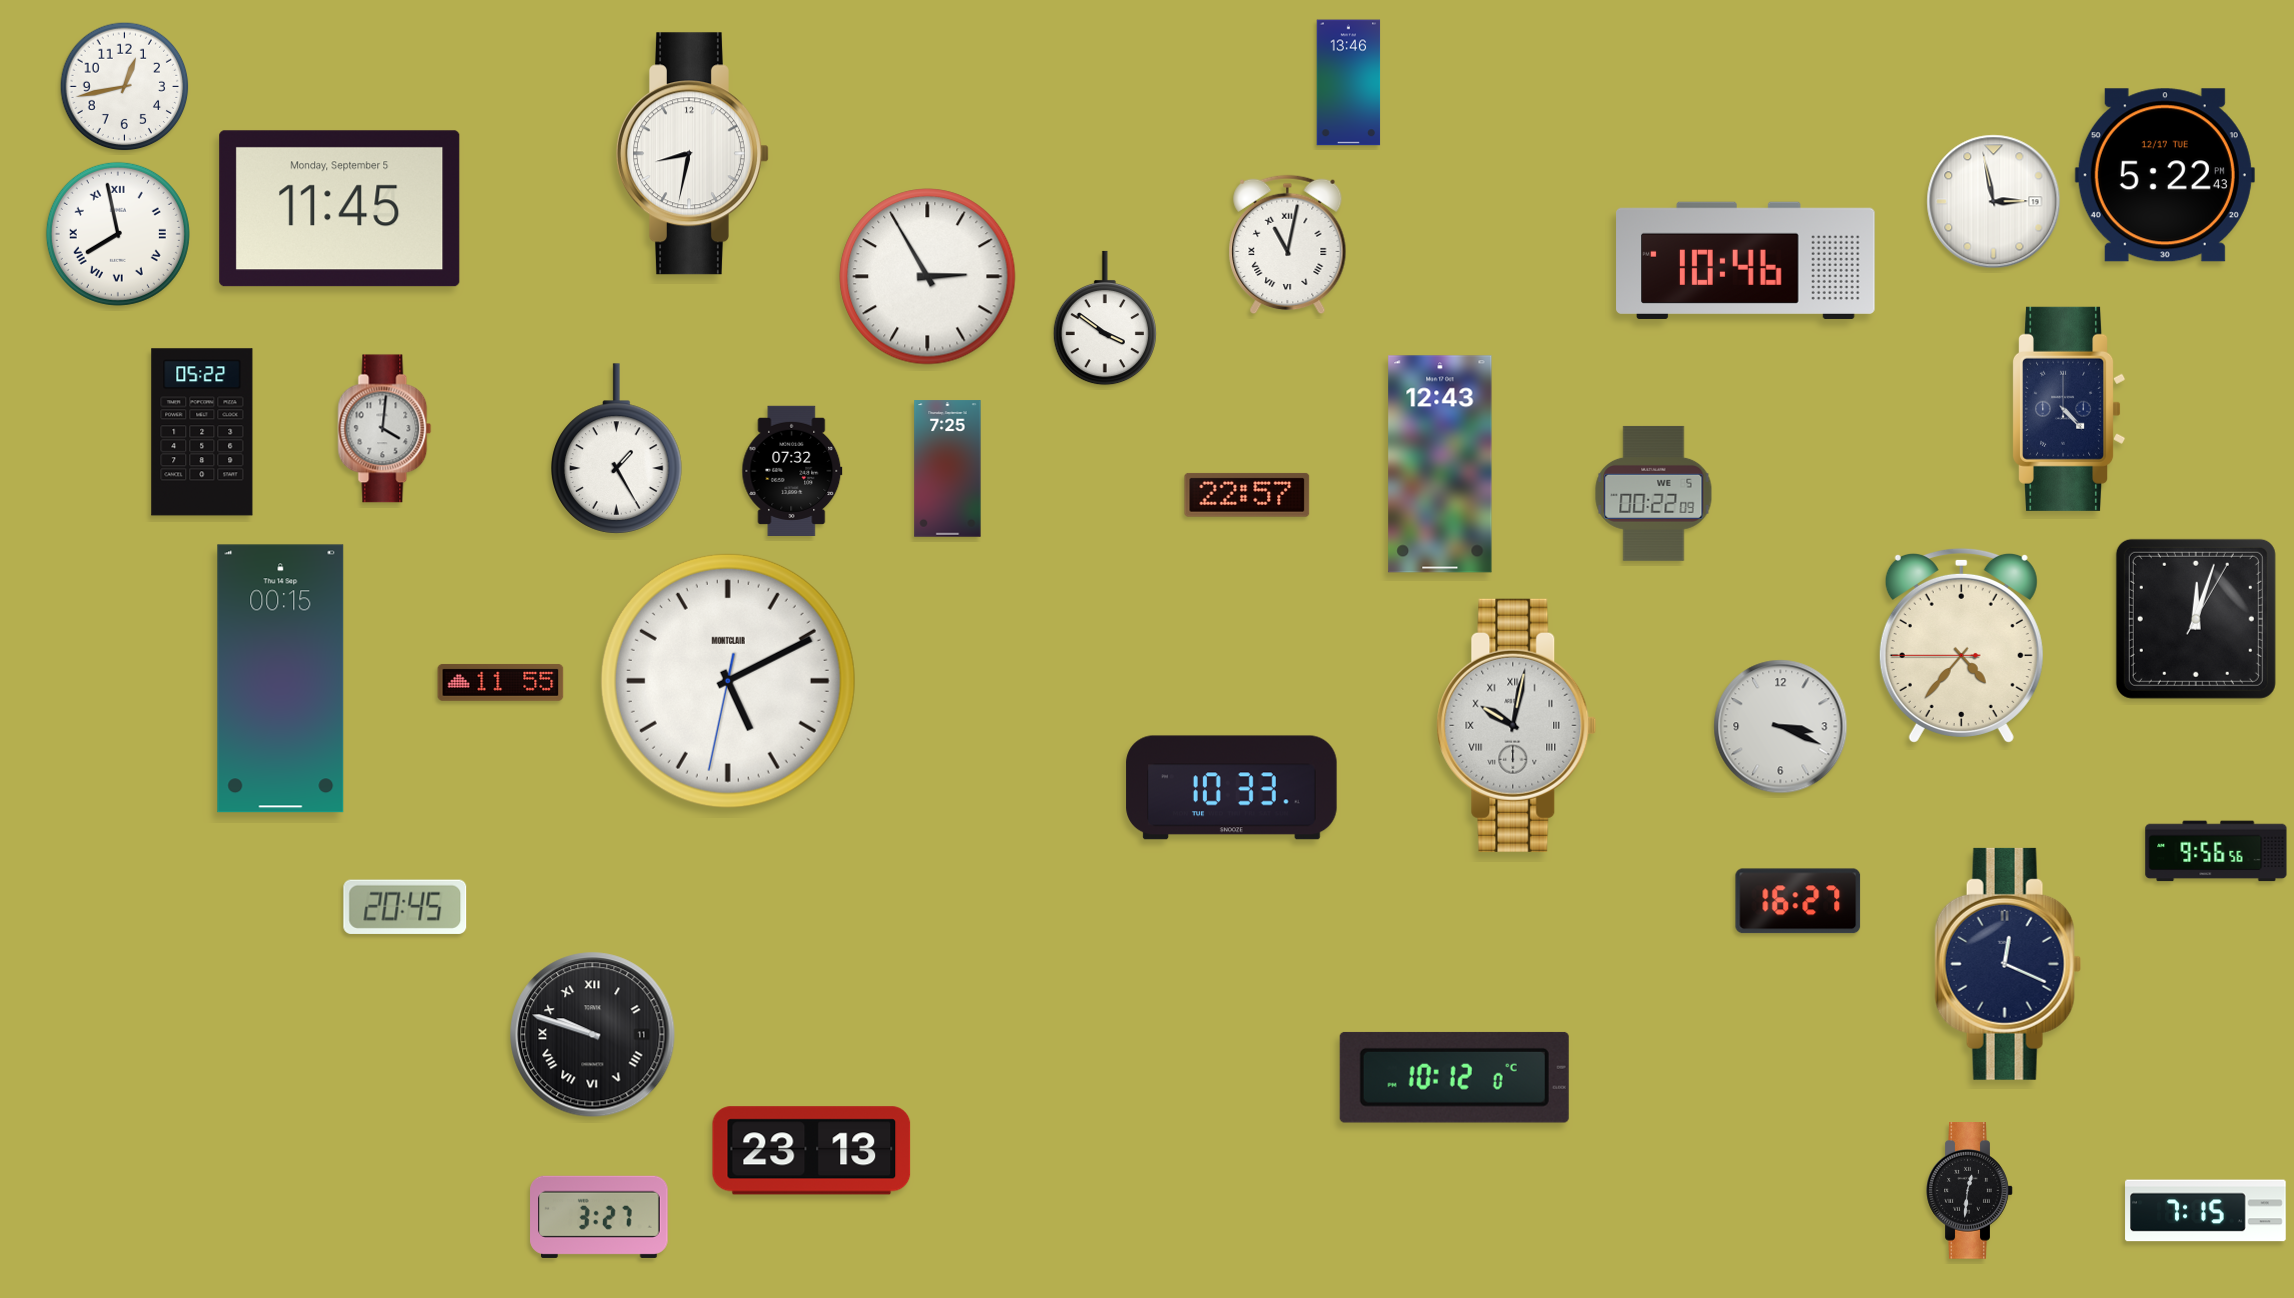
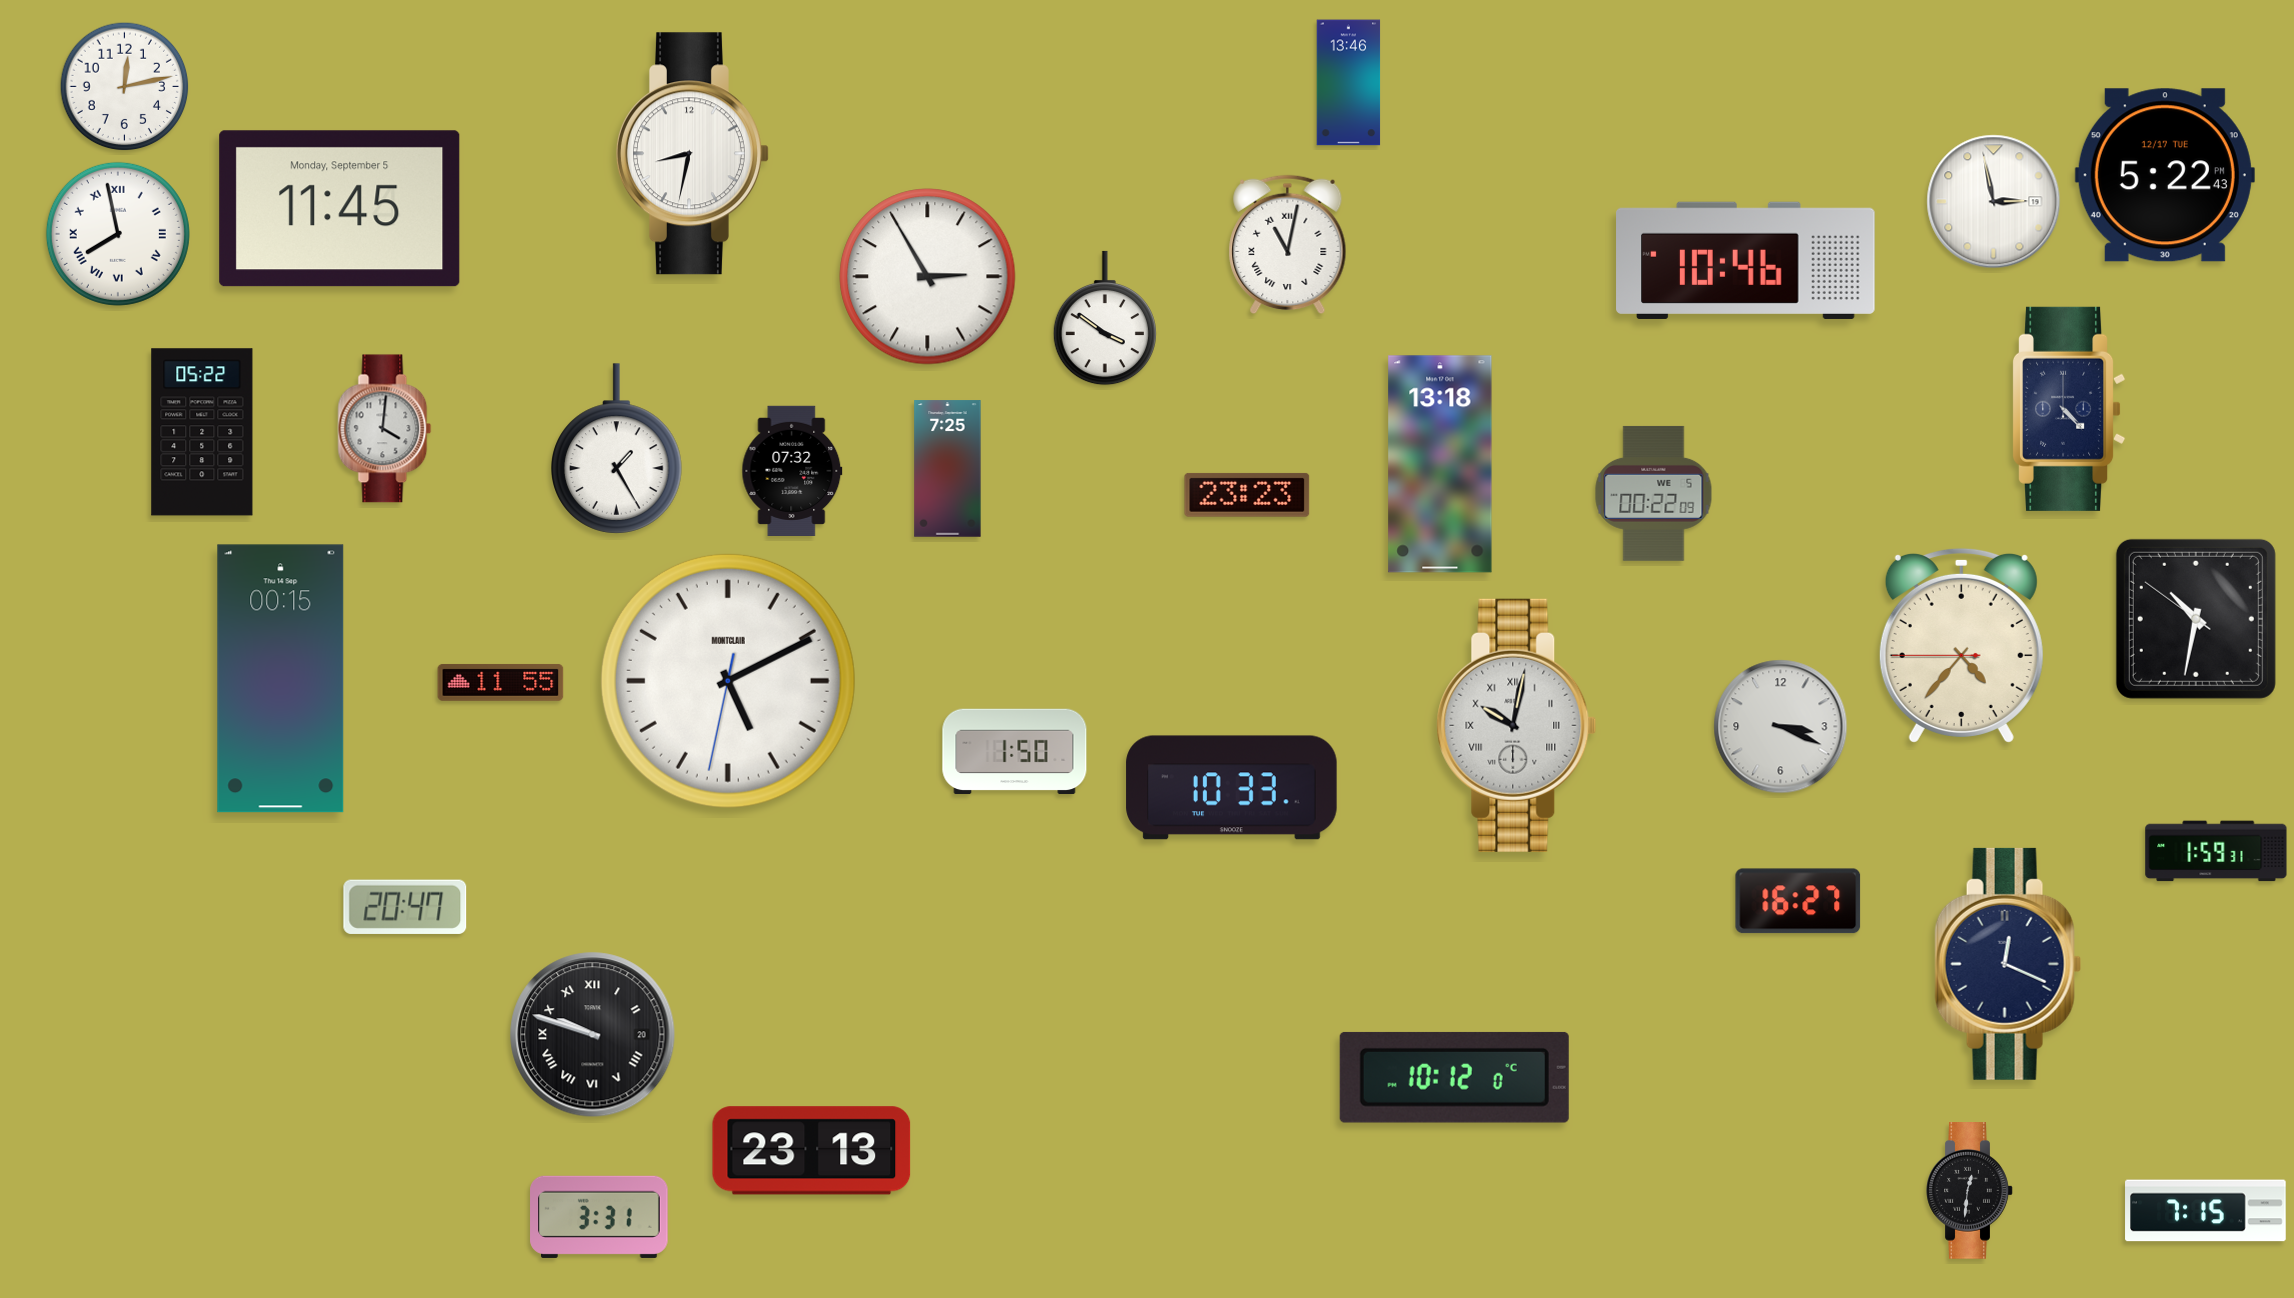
clock at (125, 87): 12:43 -> 12:13
clock at (1440, 464): 12:43 -> 13:18
clock at (1247, 495): 22:57 -> 23:23
clock at (2196, 619): 12:03 -> 10:31
clock at (1015, 752): none -> 1:50
clock at (2216, 851): 9:56 -> 1:59
clock at (405, 907): 20:45 -> 20:47
clock at (593, 1035) date: 11 -> 20
clock at (599, 1217): 3:27 -> 3:31
